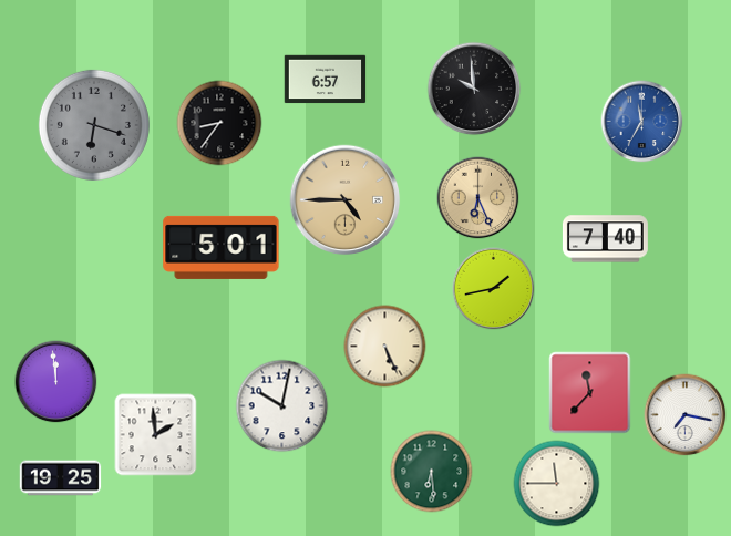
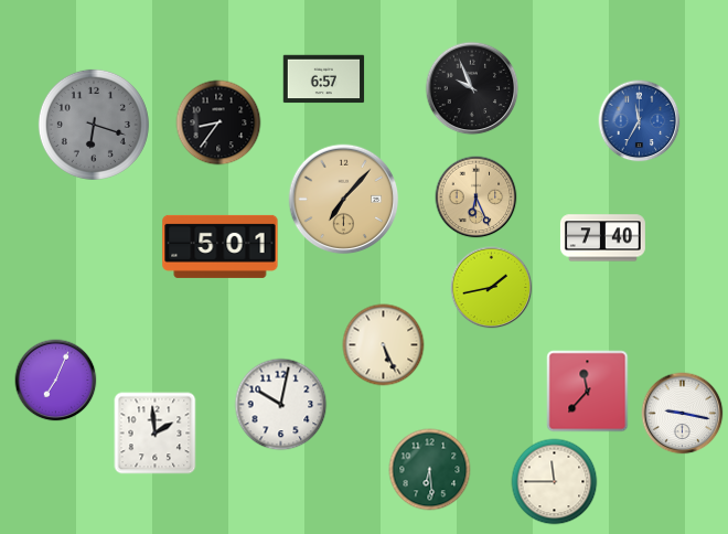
clock at (474, 89): 9:59 -> 9:56
clock at (346, 200): 4:45 -> 7:07
clock at (56, 382): 11:59 -> 7:04
clock at (686, 415): 7:17 -> 9:17
clock at (61, 478): 19:25 -> none
